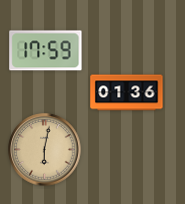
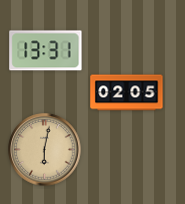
clock at (46, 51): 17:59 -> 13:31
clock at (127, 93): 01:36 -> 02:05
